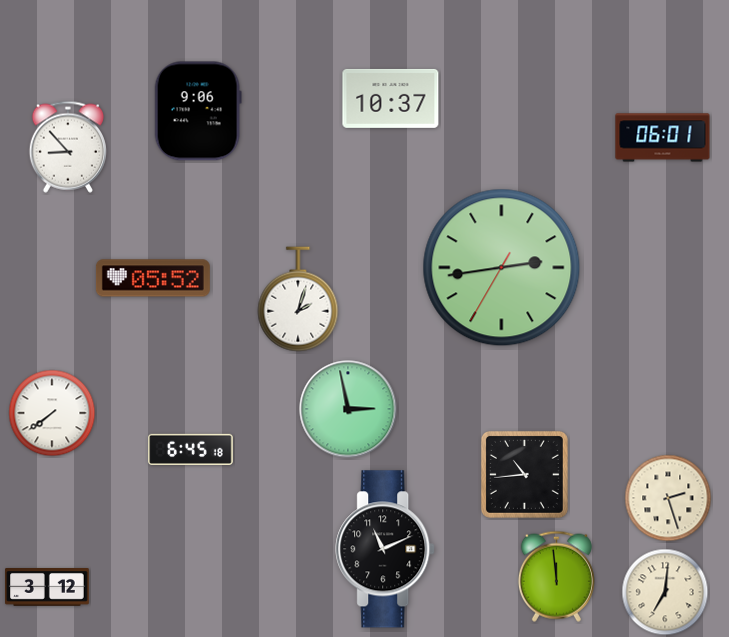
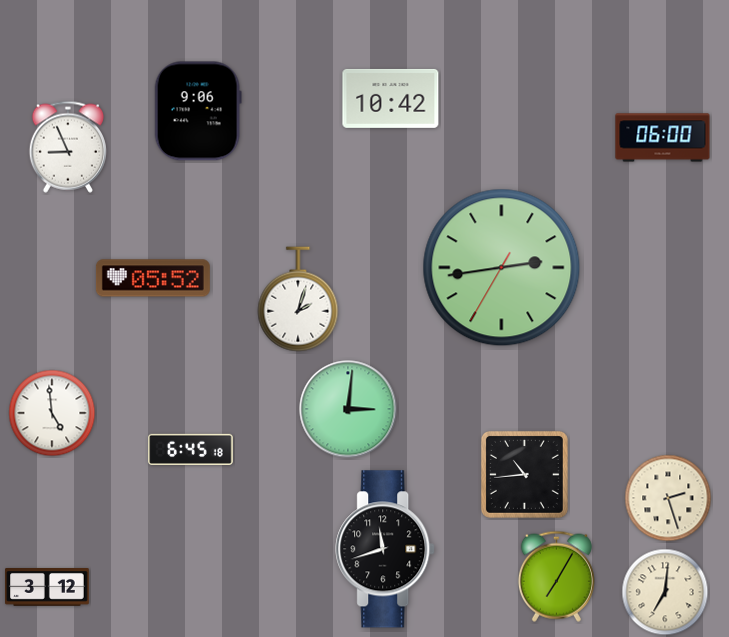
clock at (391, 98): 10:37 -> 10:42
clock at (663, 138): 06:01 -> 06:00
clock at (68, 147): 8:53 -> 8:56
clock at (348, 409): 2:58 -> 3:01
clock at (52, 413): 7:39 -> 4:59
clock at (386, 549): 11:11 -> 11:42
clock at (556, 576): 11:59 -> 7:05
